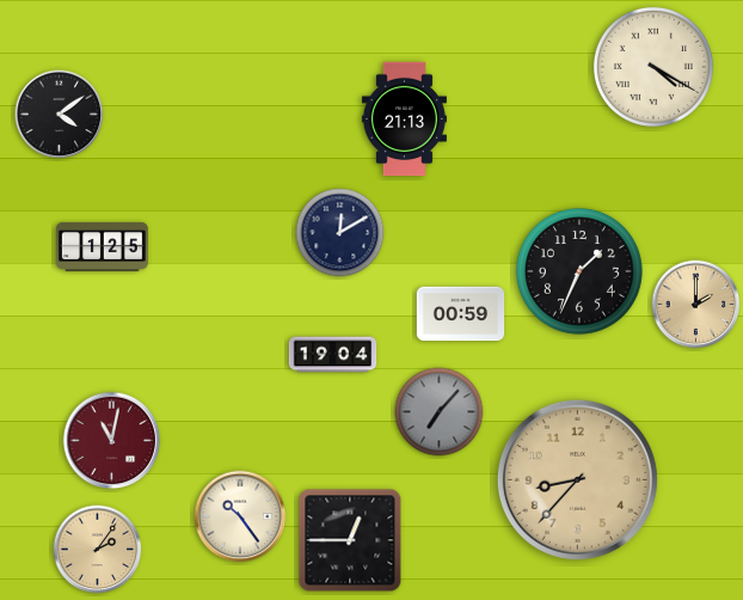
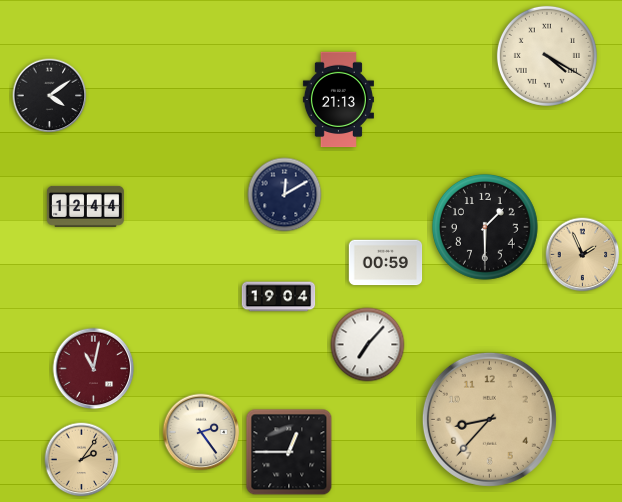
clock at (102, 246): 1:25 -> 12:44
clock at (579, 271): 1:34 -> 1:30
clock at (696, 305): 2:00 -> 1:56
clock at (440, 412) dial: grey -> white
clock at (577, 479) position: (577, 479) -> (489, 419)
clock at (240, 516): 10:24 -> 2:24
clock at (350, 540) position: (350, 540) -> (289, 452)
